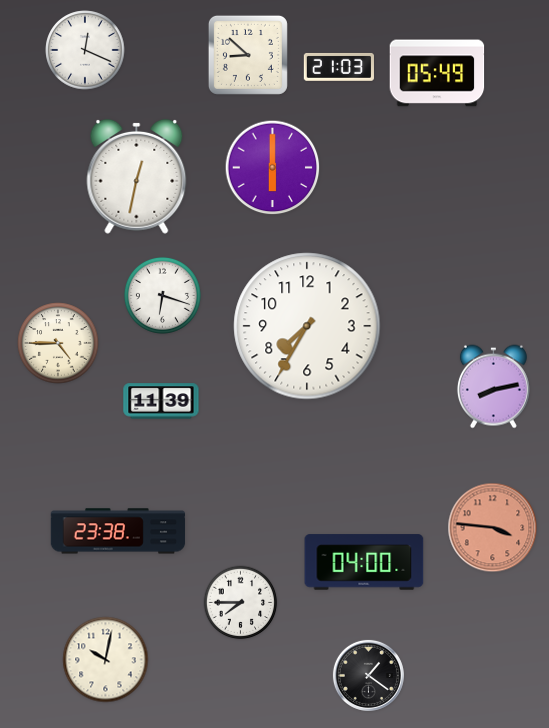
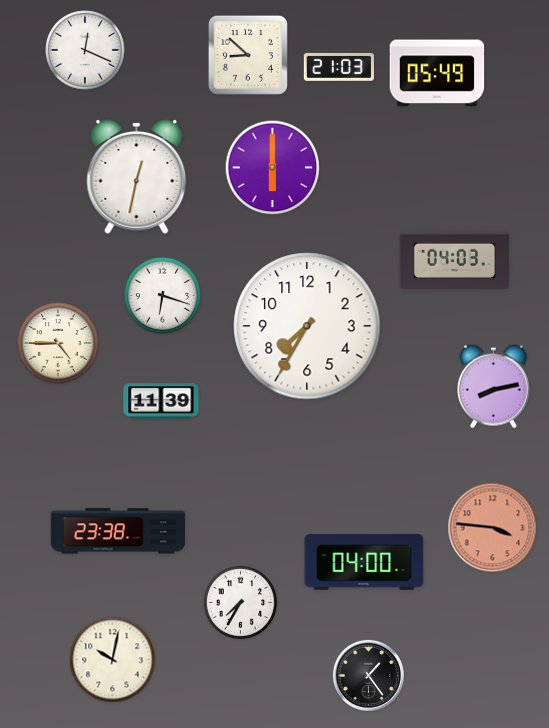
clock at (454, 260): none -> 04:03
clock at (241, 603): 7:45 -> 7:35
clock at (106, 660) position: (106, 660) -> (113, 660)
clock at (368, 675): 1:21 -> 1:24
